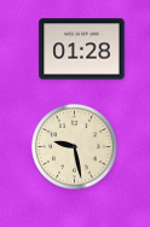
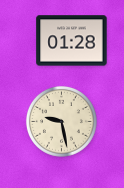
clock at (82, 50) position: (82, 50) -> (72, 41)
